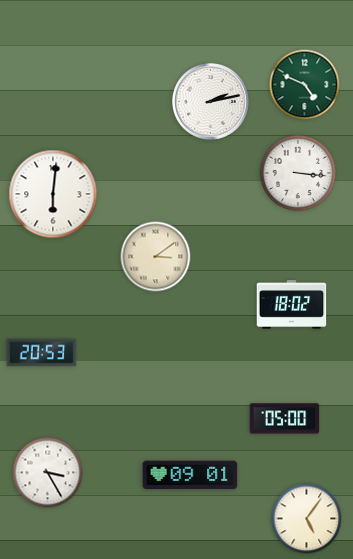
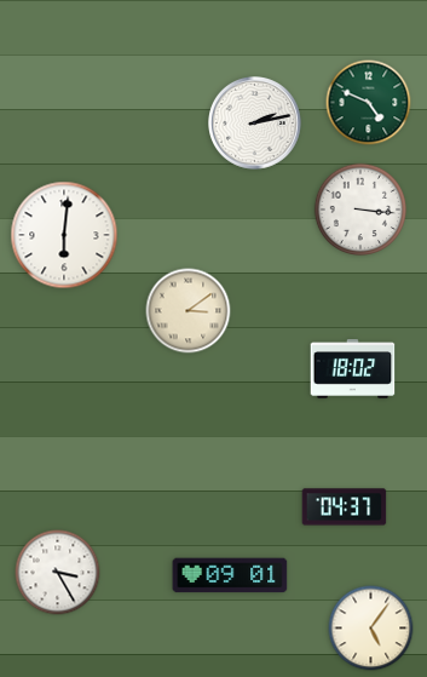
clock at (42, 353): 20:53 -> none
clock at (285, 419): 05:00 -> 04:37
